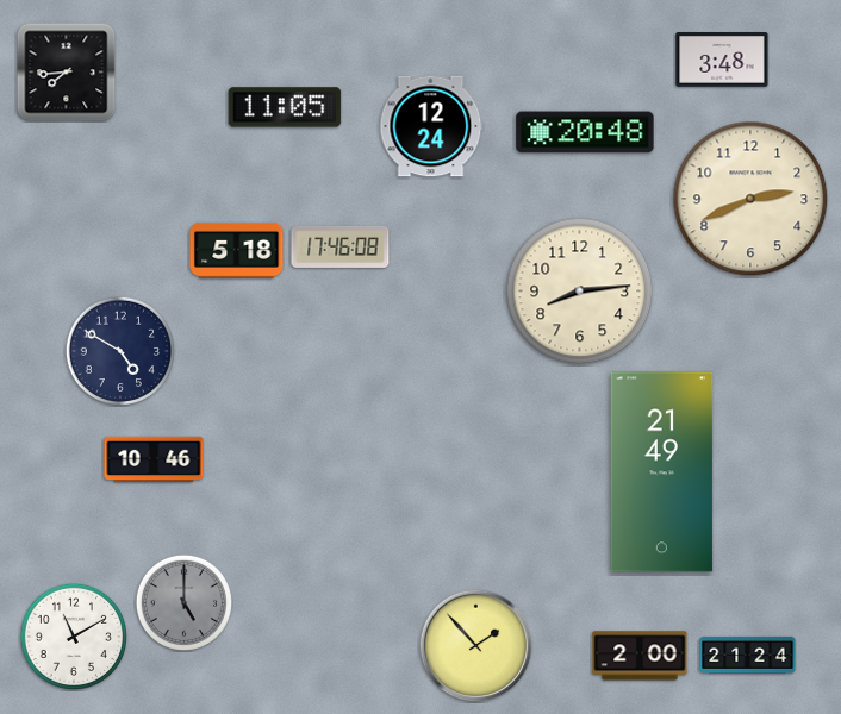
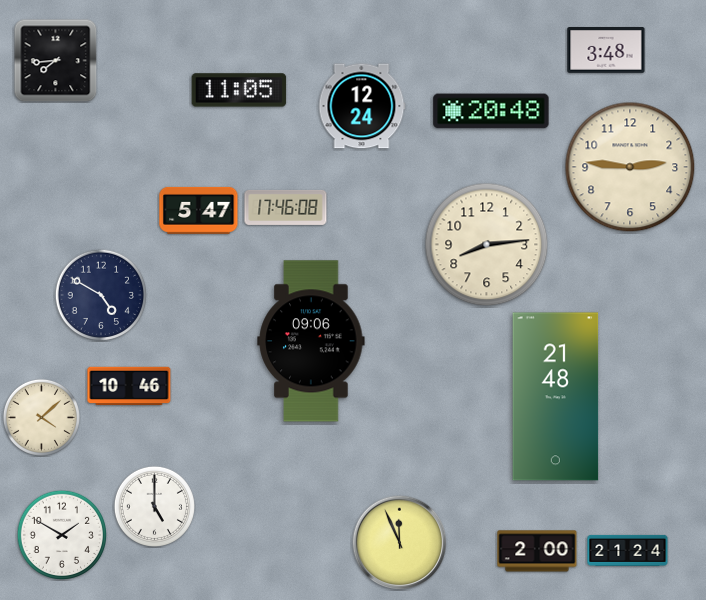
clock at (750, 199): 2:41 -> 2:46
clock at (237, 250): 5:18 -> 5:47
clock at (311, 341): none -> 09:06
clock at (662, 472): 21:49 -> 21:48
clock at (41, 417): none -> 4:08
clock at (183, 602) dial: grey -> white
clock at (73, 635): 11:10 -> 1:50
clock at (475, 645): 1:53 -> 11:56
